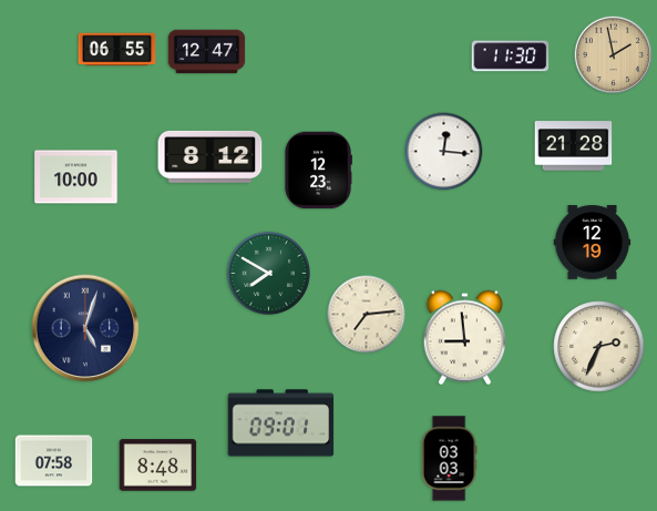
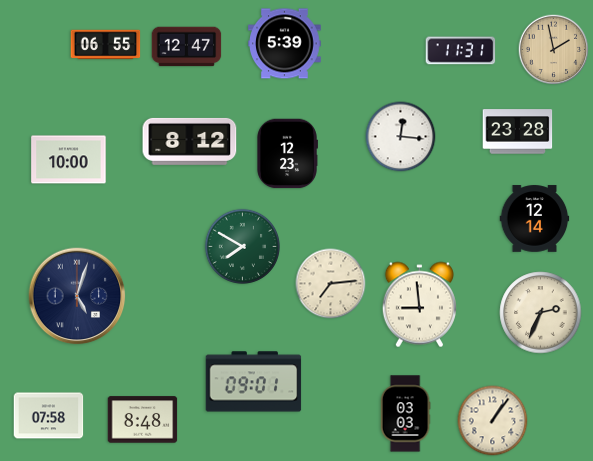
clock at (285, 44): none -> 5:39
clock at (511, 57): 11:30 -> 11:31
clock at (574, 146): 21:28 -> 23:28
clock at (593, 243): 12:19 -> 12:14
clock at (493, 421): none -> 1:06
